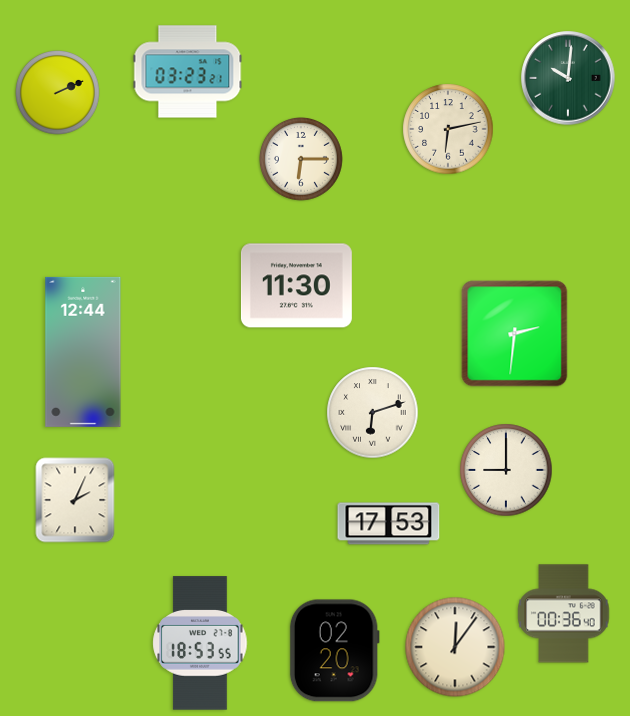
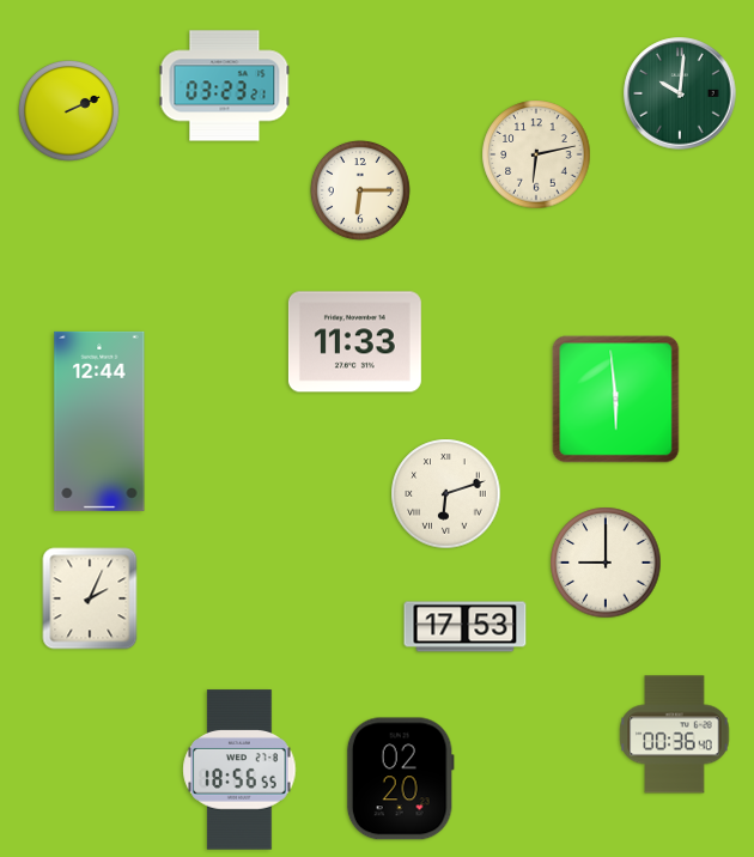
clock at (296, 286): 11:30 -> 11:33
clock at (515, 334): 2:31 -> 5:59
clock at (200, 643): 18:53 -> 18:56
clock at (455, 647): 12:06 -> none
